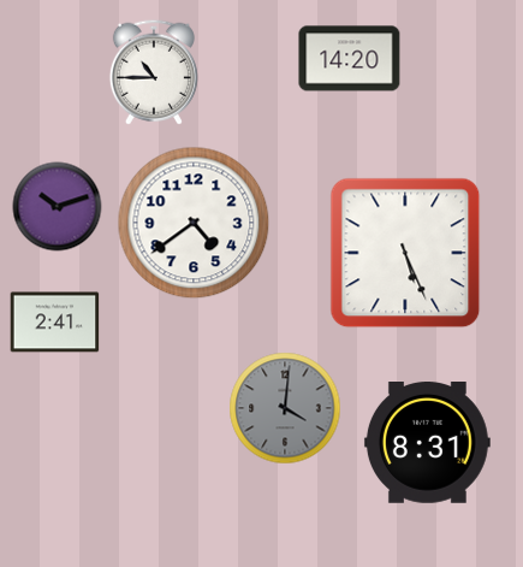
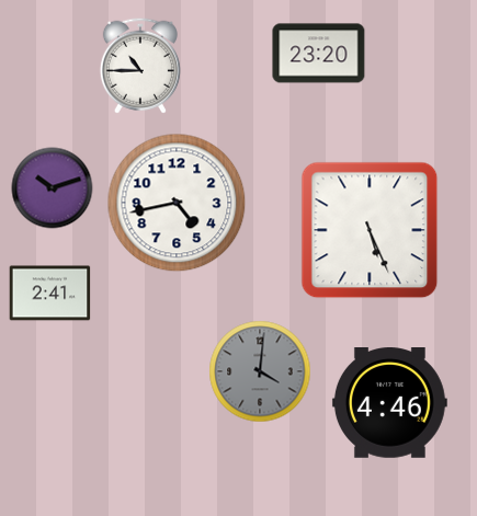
clock at (350, 59): 14:20 -> 23:20
clock at (194, 223): 4:39 -> 4:43
clock at (427, 443): 8:31 -> 4:46
